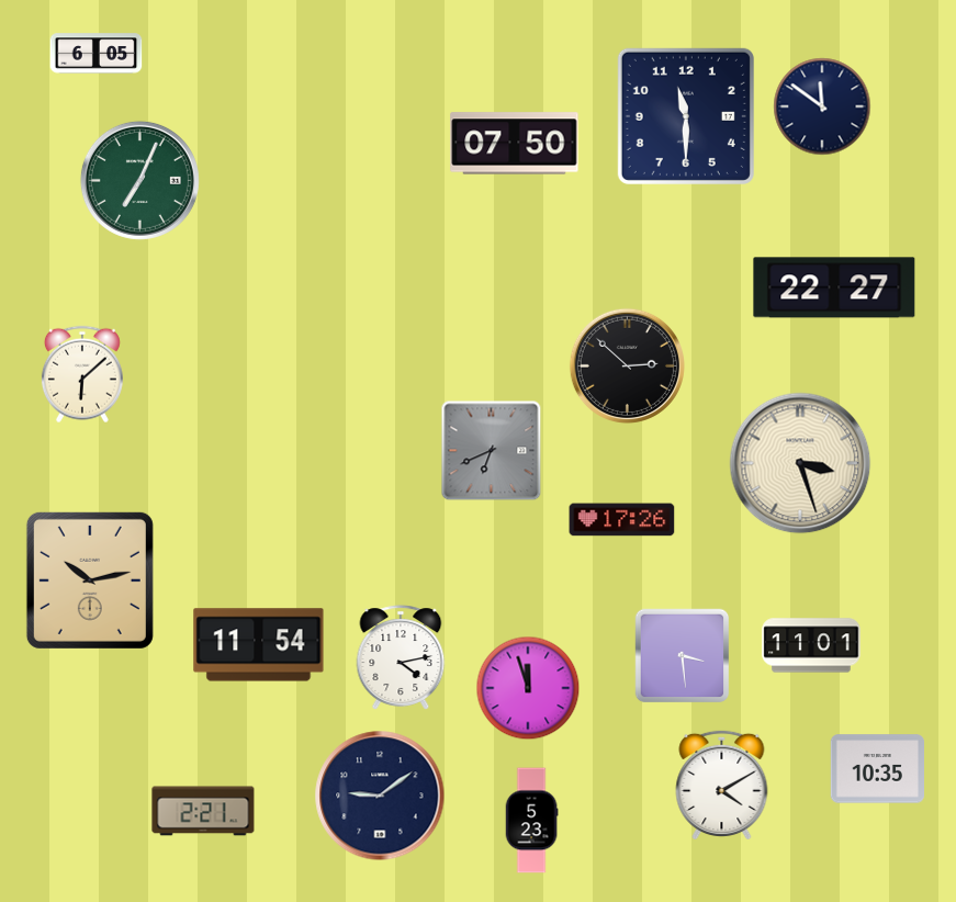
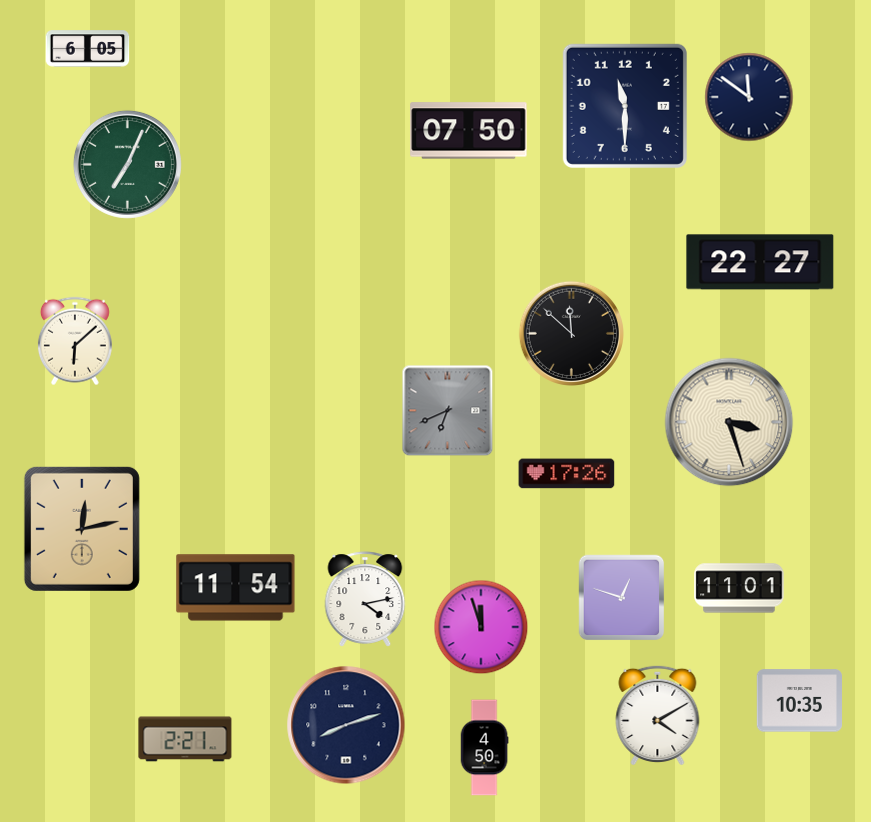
clock at (627, 365): 2:52 -> 11:52
clock at (90, 580): 10:13 -> 12:13
clock at (683, 656): 3:29 -> 12:48
clock at (380, 796): 9:09 -> 8:12
clock at (531, 821): 5:23 -> 4:50
